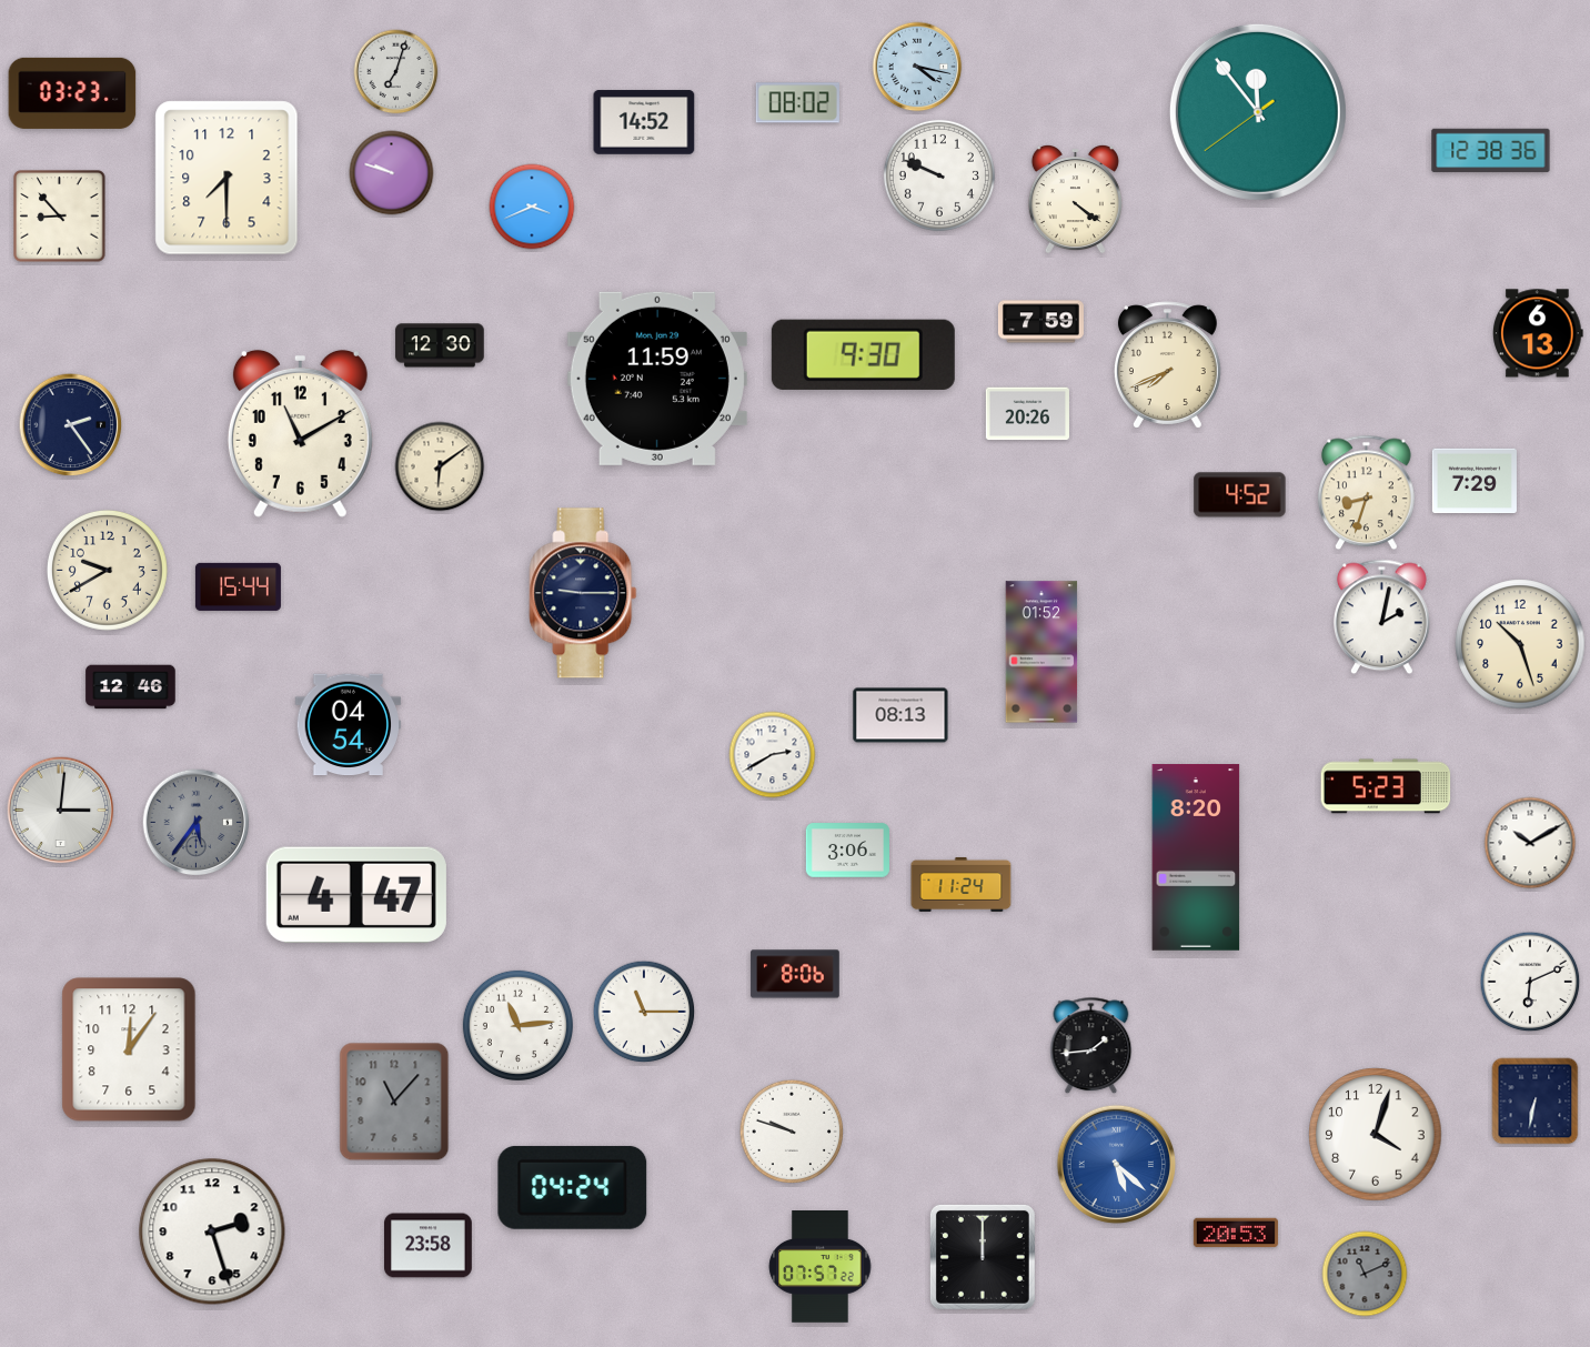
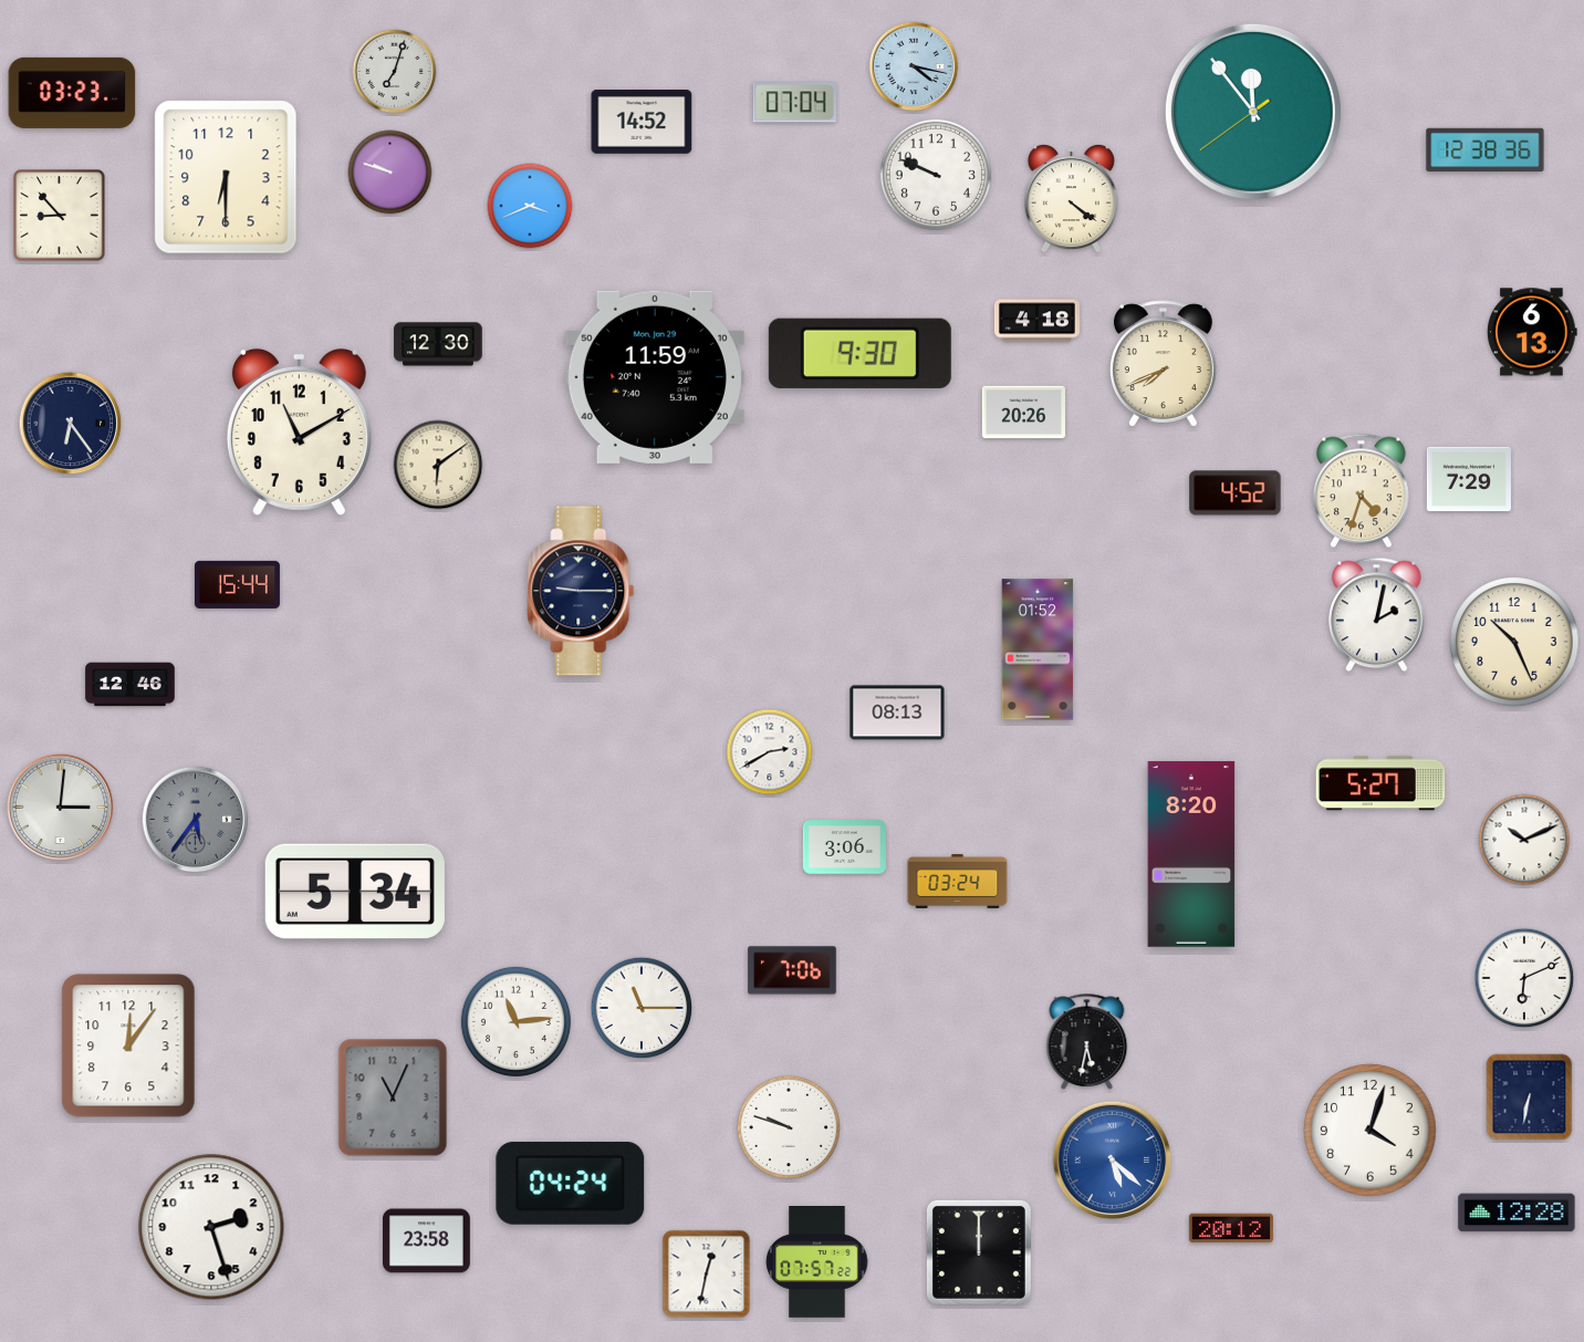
clock at (797, 103): 08:02 -> 07:04
clock at (227, 178): 7:30 -> 6:30
clock at (1040, 322): 7:59 -> 4:18
clock at (71, 425): 2:24 -> 6:24
clock at (1366, 493): 8:33 -> 4:33
clock at (107, 570): 9:40 -> none
clock at (1520, 644): 10:27 -> 10:26
clock at (349, 725): 04:54 -> none
clock at (1386, 786): 5:23 -> 5:27
clock at (1530, 843): 10:10 -> 10:11
clock at (962, 884): 11:24 -> 03:24
clock at (356, 894): 4:47 -> 5:34
clock at (795, 974): 8:06 -> 7:06
clock at (1091, 1046): 1:44 -> 5:32
clock at (394, 1102): 11:07 -> 11:04
clock at (1517, 1213): none -> 12:28
clock at (1236, 1233): 20:53 -> 20:12
clock at (1365, 1274): 11:11 -> none
clock at (707, 1275): none -> 12:32
